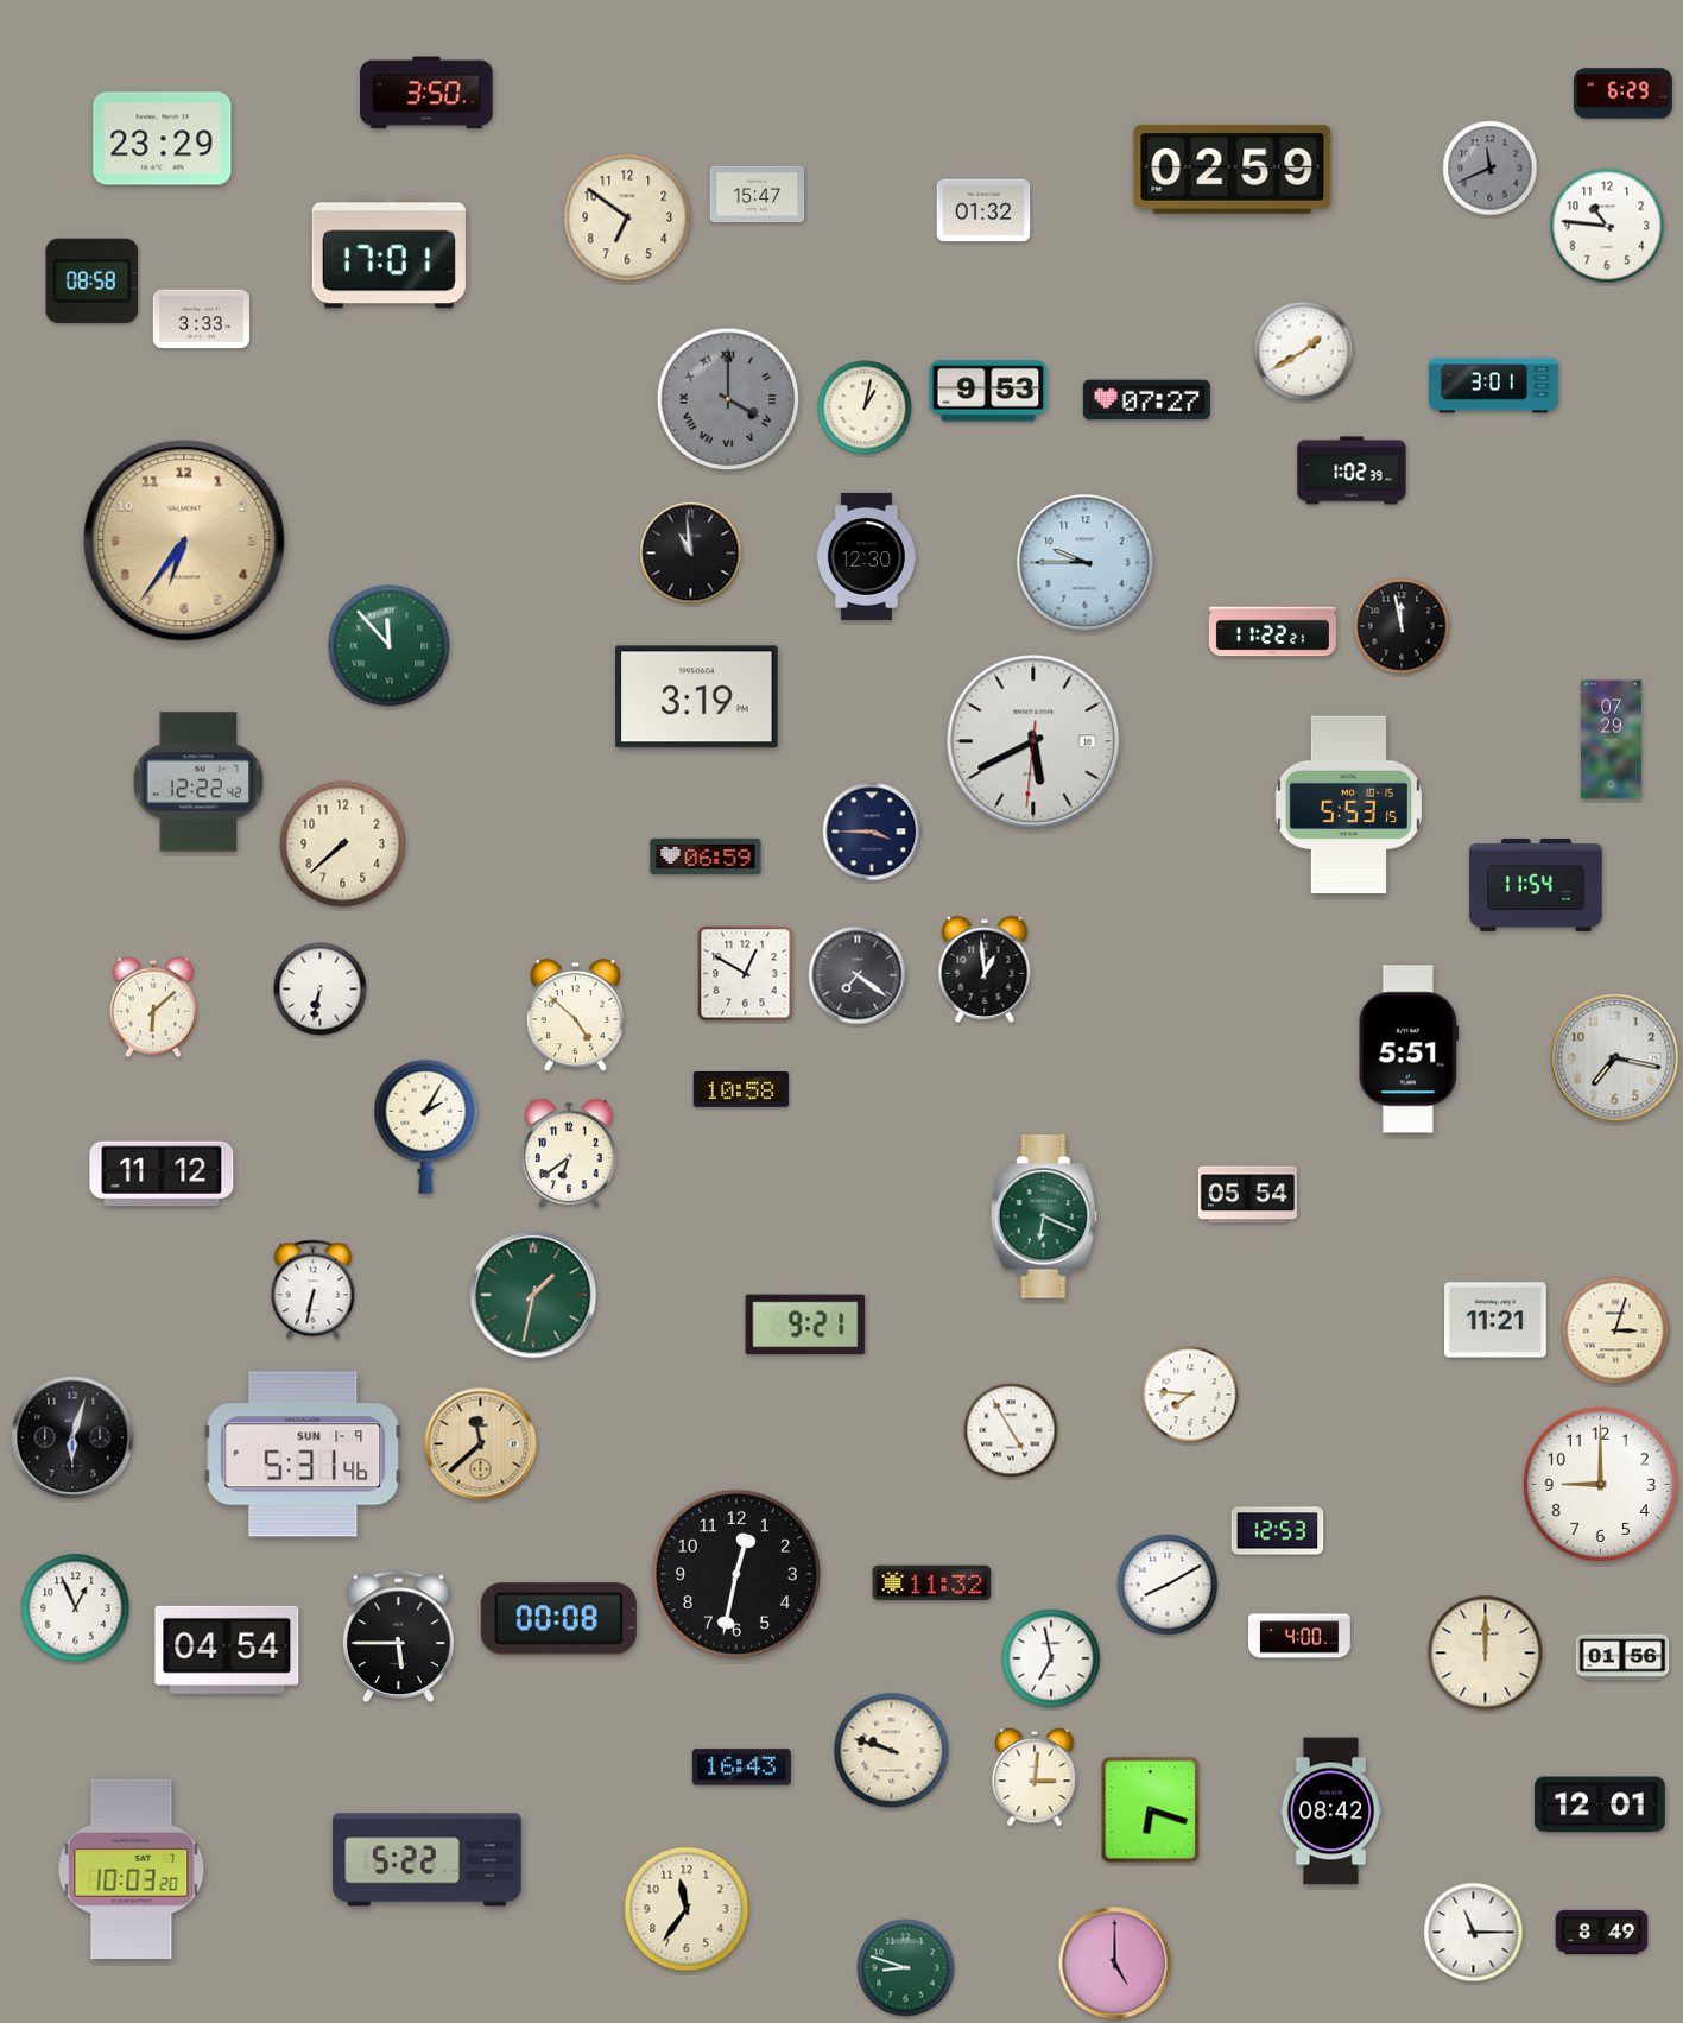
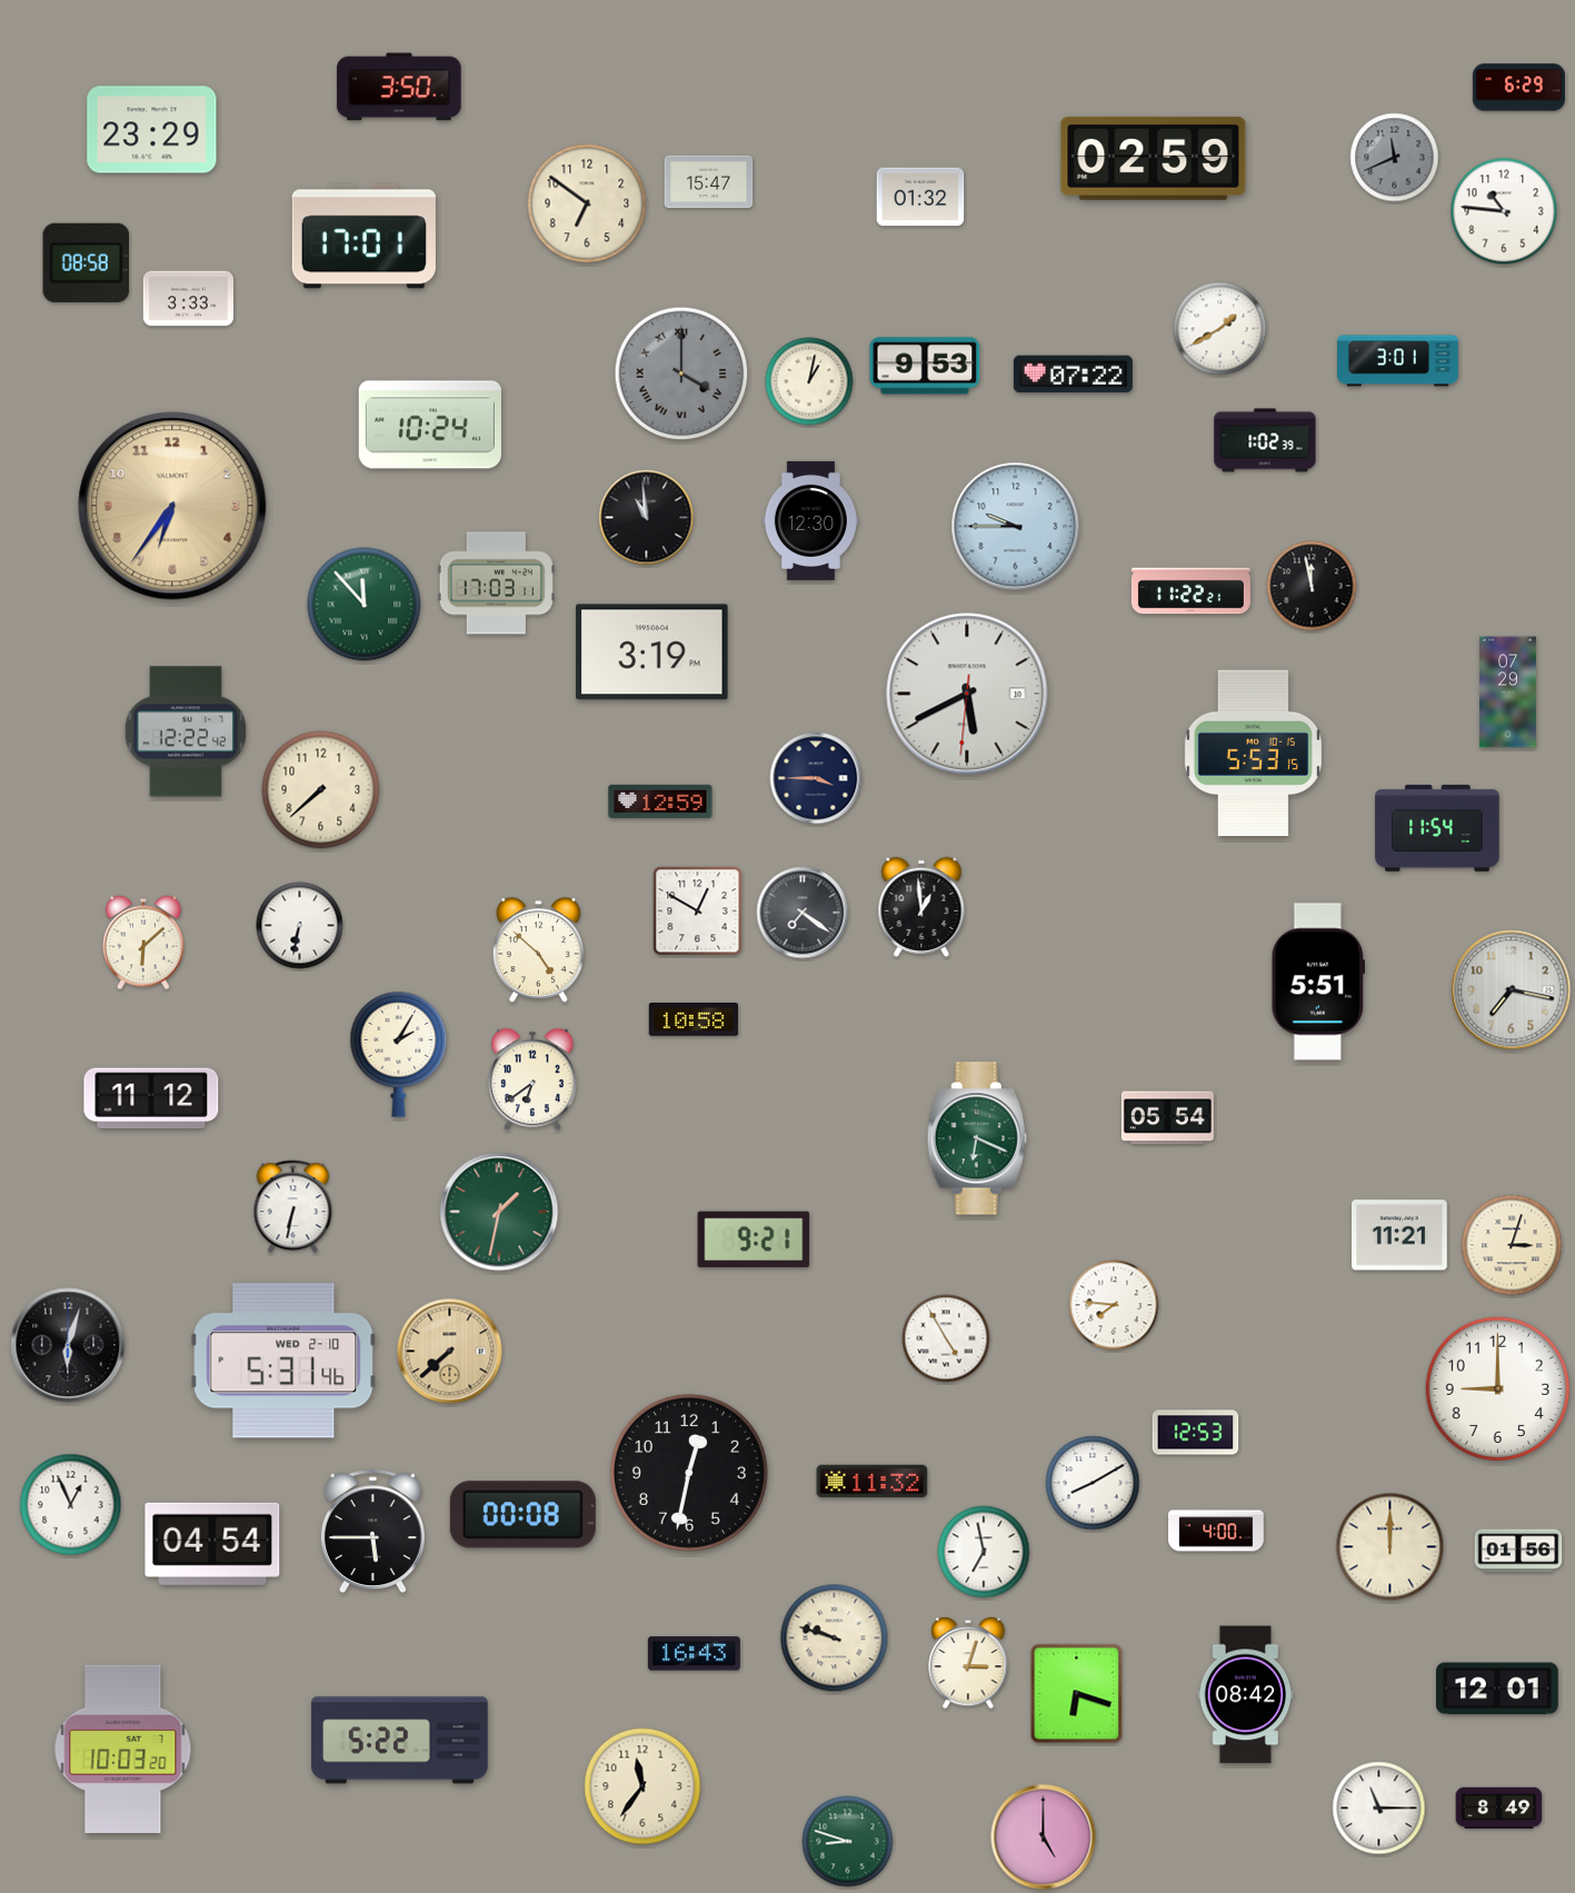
clock at (1146, 400): 07:27 -> 07:22
clock at (430, 425): none -> 10:24
clock at (496, 584): none -> 17:03
clock at (1348, 805) position: (1348, 805) -> (1253, 754)
clock at (706, 856): 06:59 -> 12:59
clock at (481, 1444): 11:38 -> 7:38
clock at (303, 1454) date: SUN 1-9 -> WED 2-10
clock at (1035, 1777): 3:01 -> 3:03
